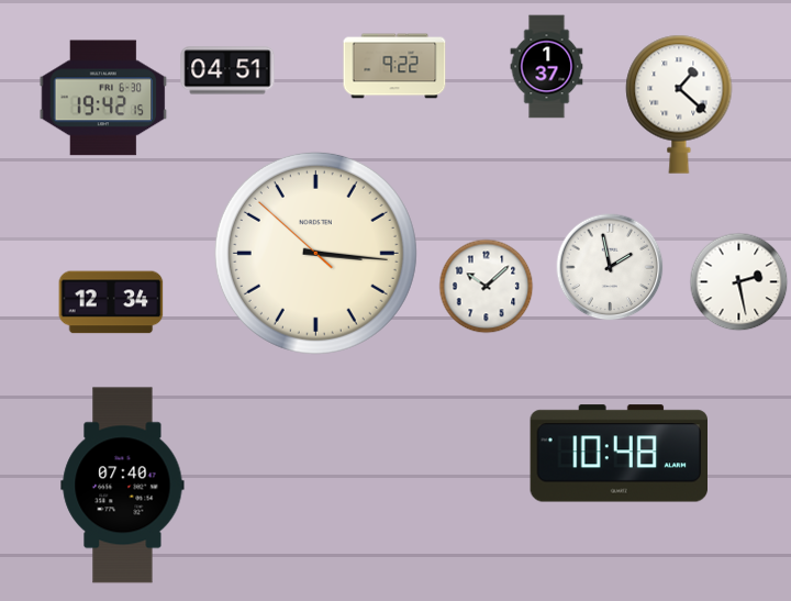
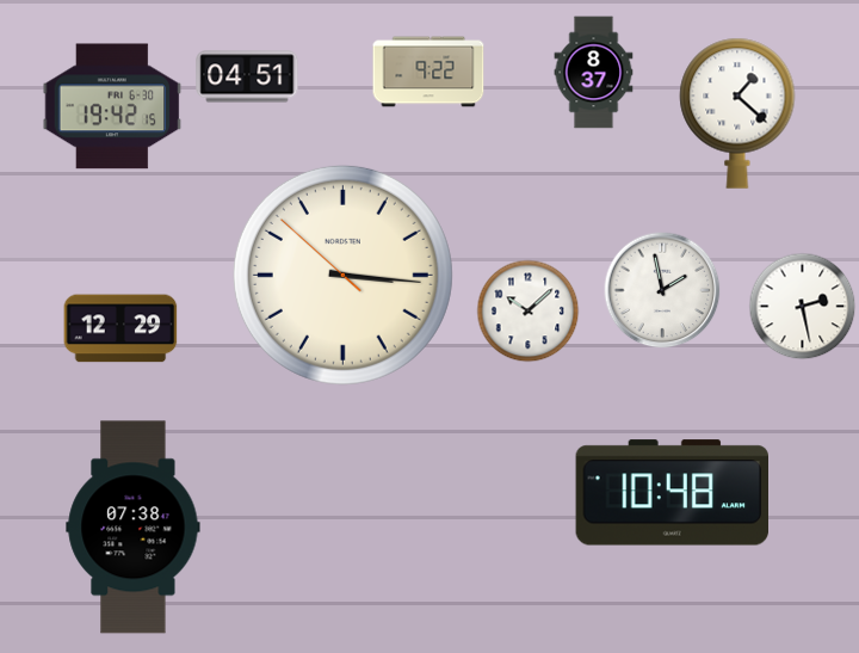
clock at (547, 67): 1:37 -> 8:37
clock at (111, 302): 12:34 -> 12:29
clock at (123, 486): 07:40 -> 07:38
